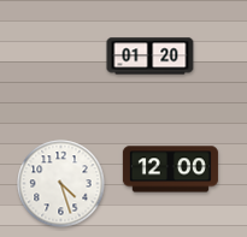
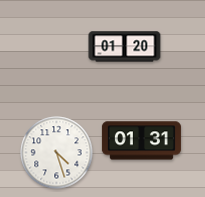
clock at (170, 170): 12:00 -> 01:31
clock at (61, 184) position: (61, 184) -> (57, 153)
